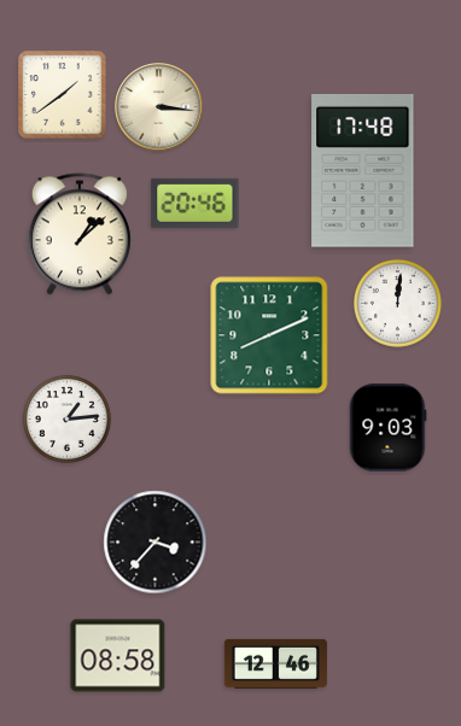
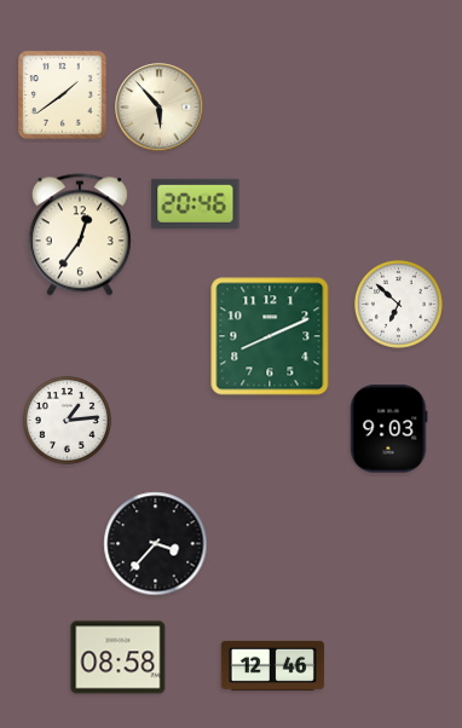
clock at (159, 107): 3:16 -> 5:53
clock at (363, 170): 17:48 -> none
clock at (80, 234): 1:08 -> 12:36
clock at (397, 303): 12:01 -> 6:52
clock at (275, 663) position: (275, 663) -> (272, 665)
